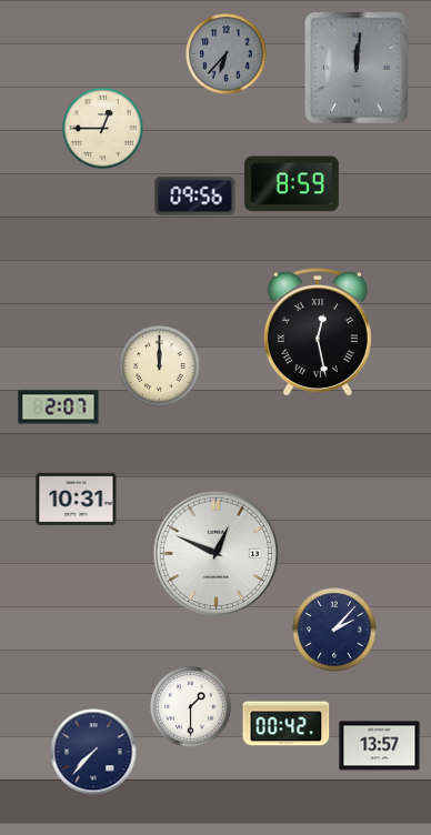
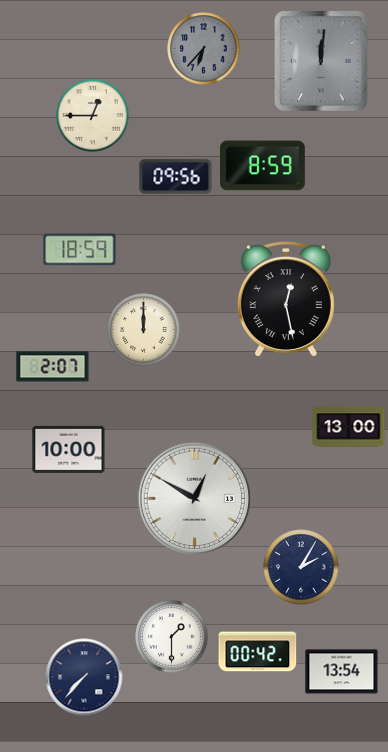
clock at (80, 250): none -> 18:59
clock at (349, 427): none -> 13:00
clock at (77, 499): 10:31 -> 10:00
clock at (217, 554): 12:49 -> 12:50
clock at (334, 630): 2:07 -> 2:05
clock at (380, 746): 13:57 -> 13:54
